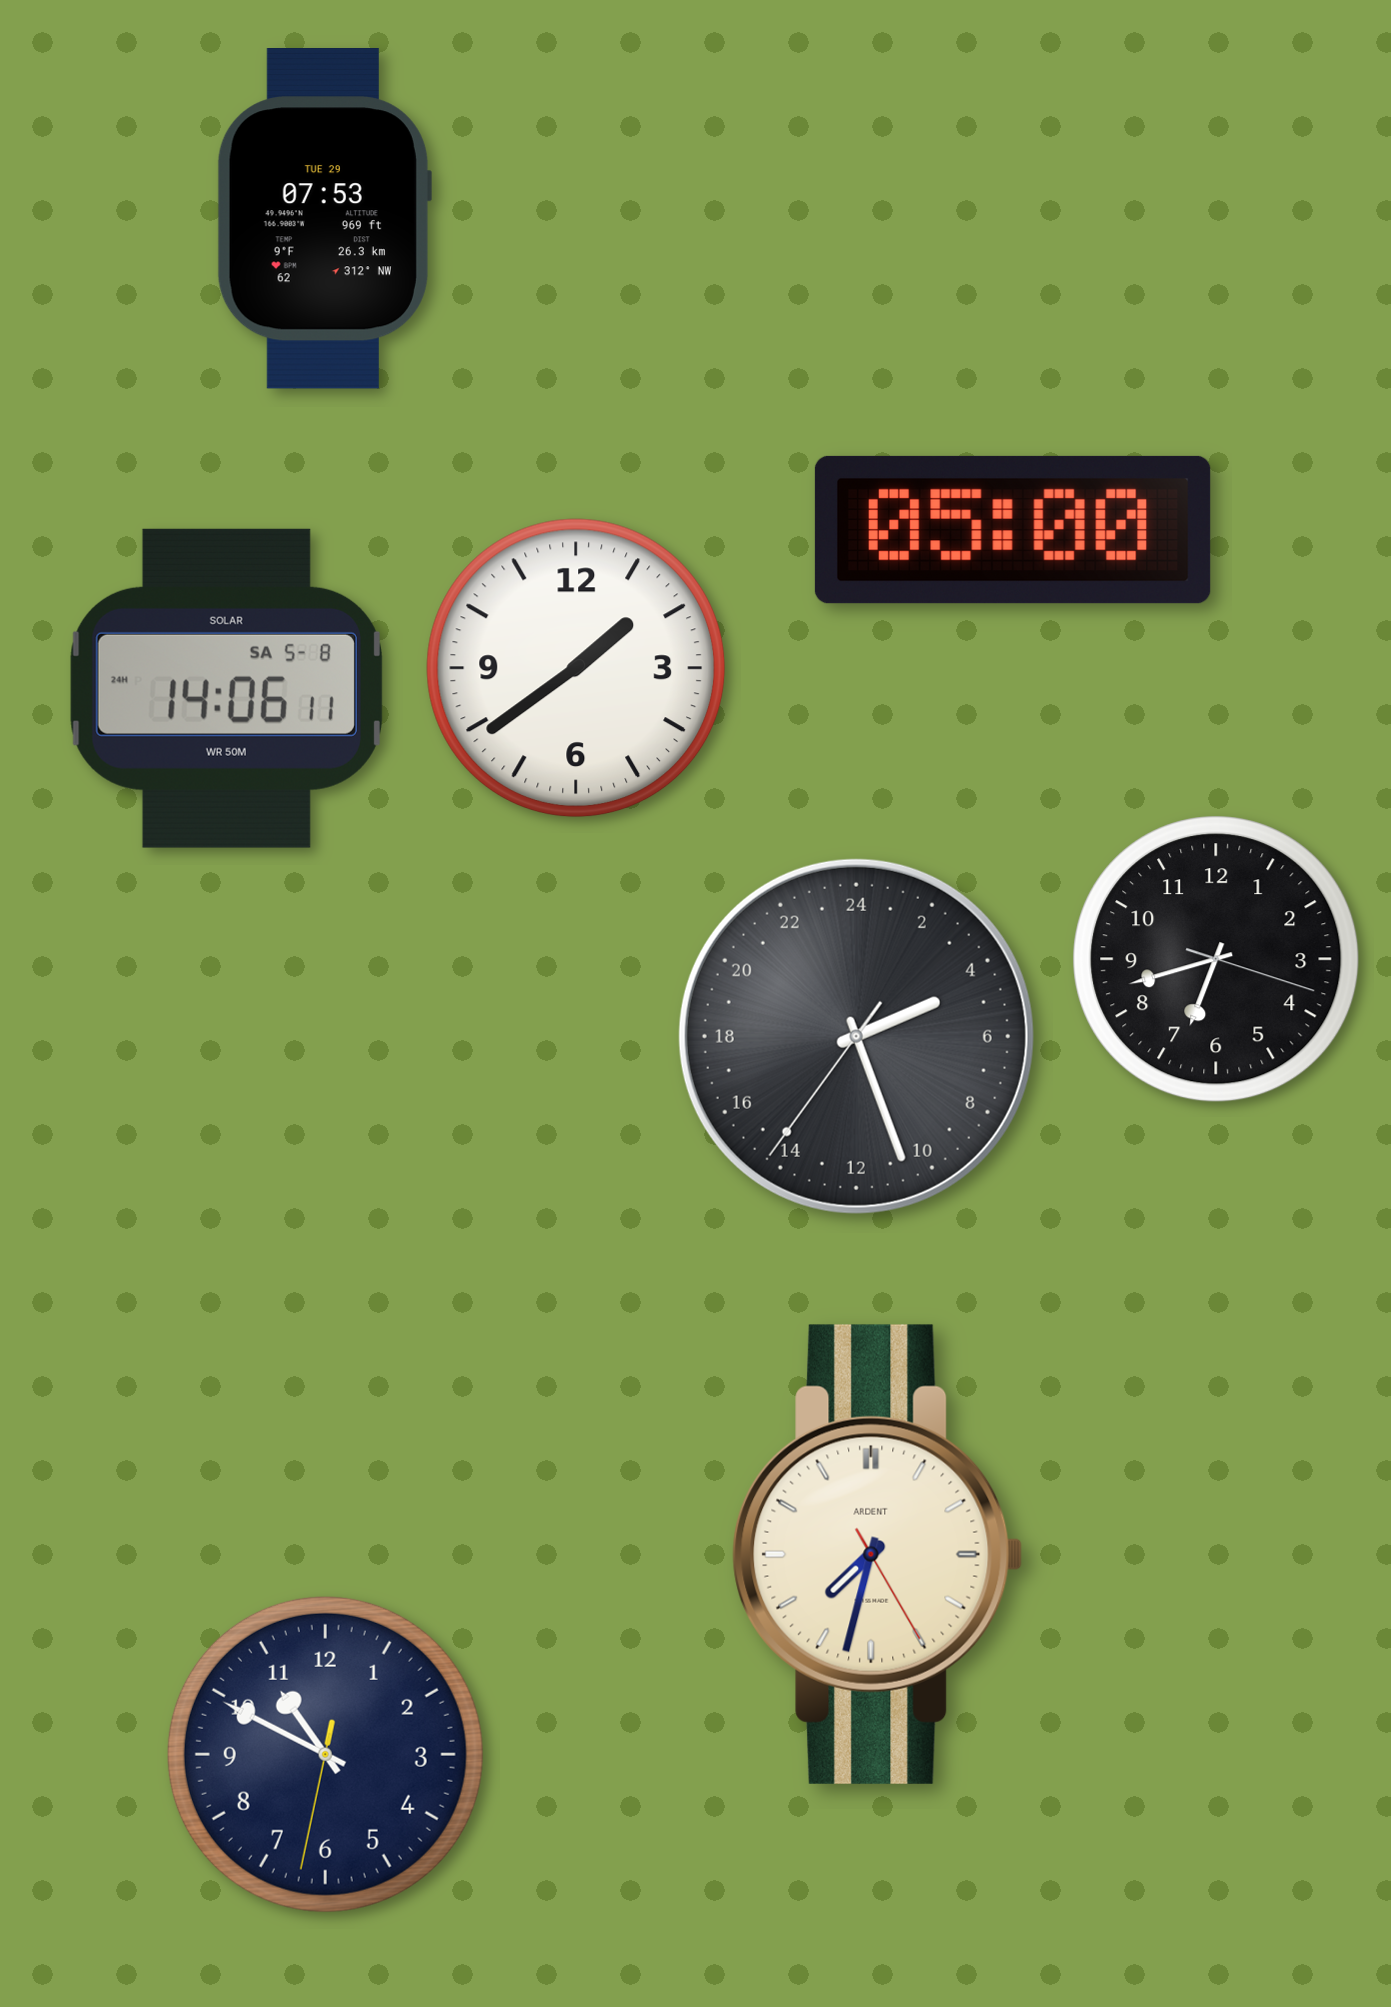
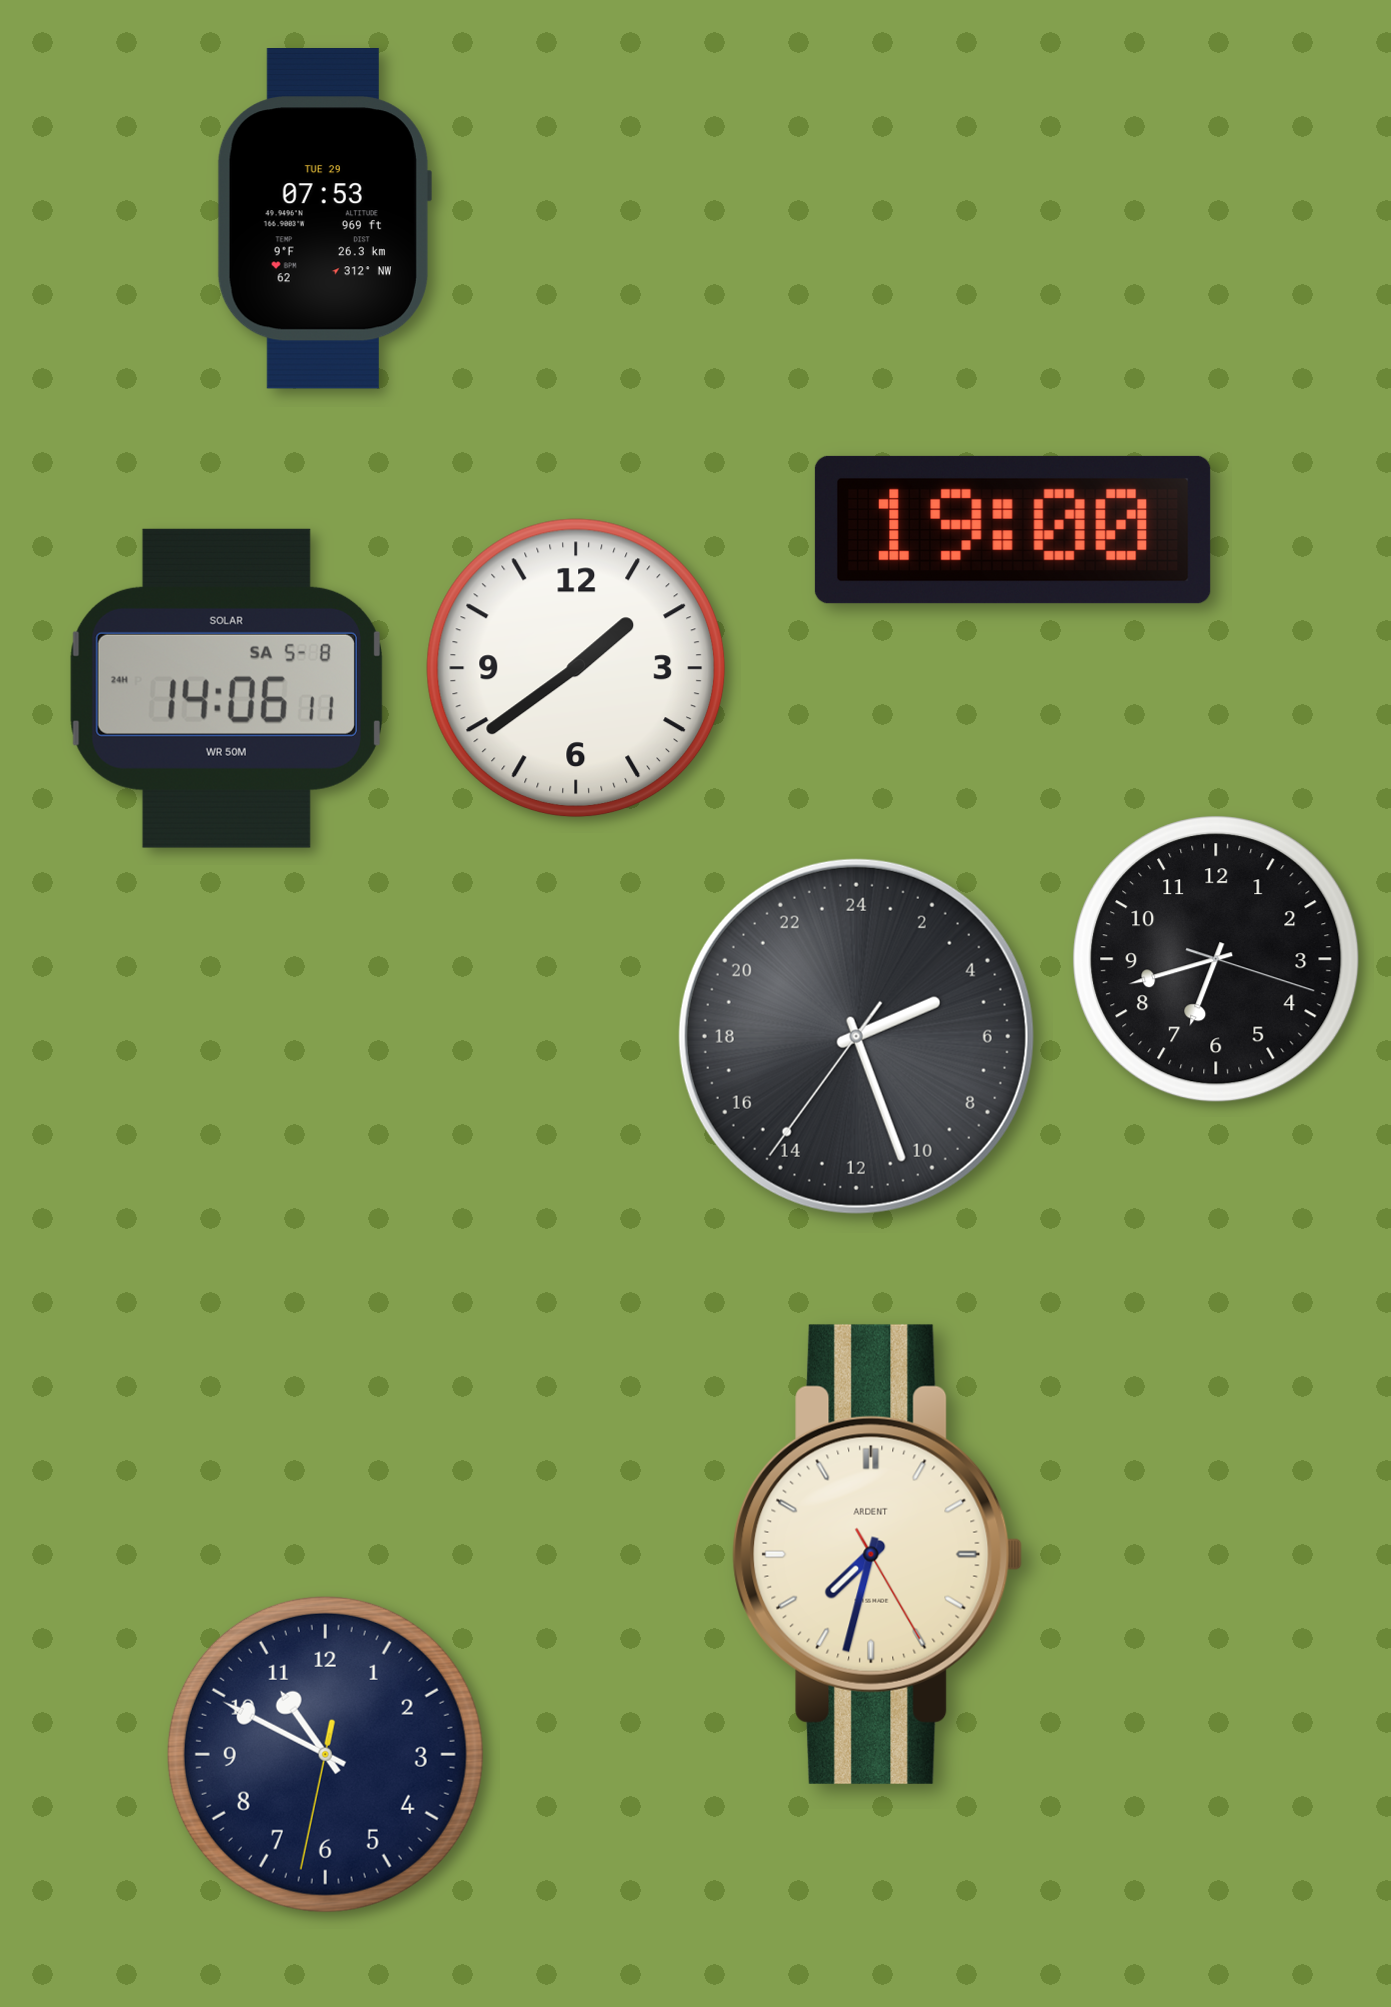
clock at (1013, 530): 05:00 -> 19:00
